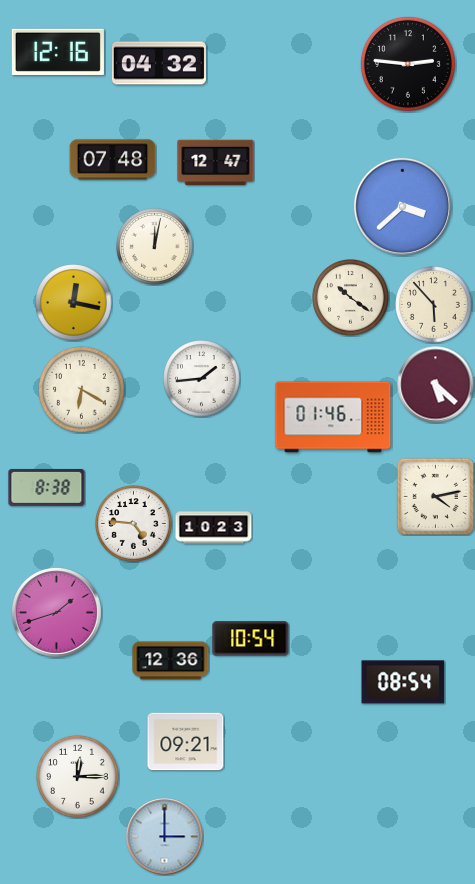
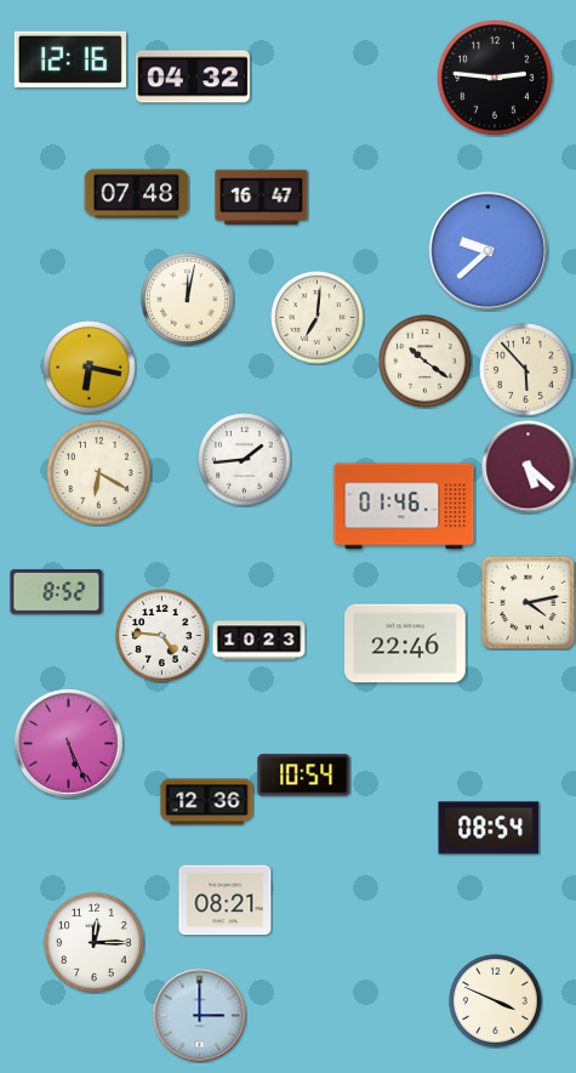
clock at (58, 52) position: (58, 52) -> (70, 59)
clock at (216, 163): 12:47 -> 16:47
clock at (402, 206): 3:38 -> 9:38
clock at (318, 318): none -> 7:01
clock at (74, 303): 12:17 -> 6:17
clock at (47, 487): 8:38 -> 8:52
clock at (405, 643): none -> 22:46
clock at (56, 612): 1:42 -> 5:26
clock at (186, 742): 09:21 -> 08:21
clock at (496, 1001): none -> 3:49
